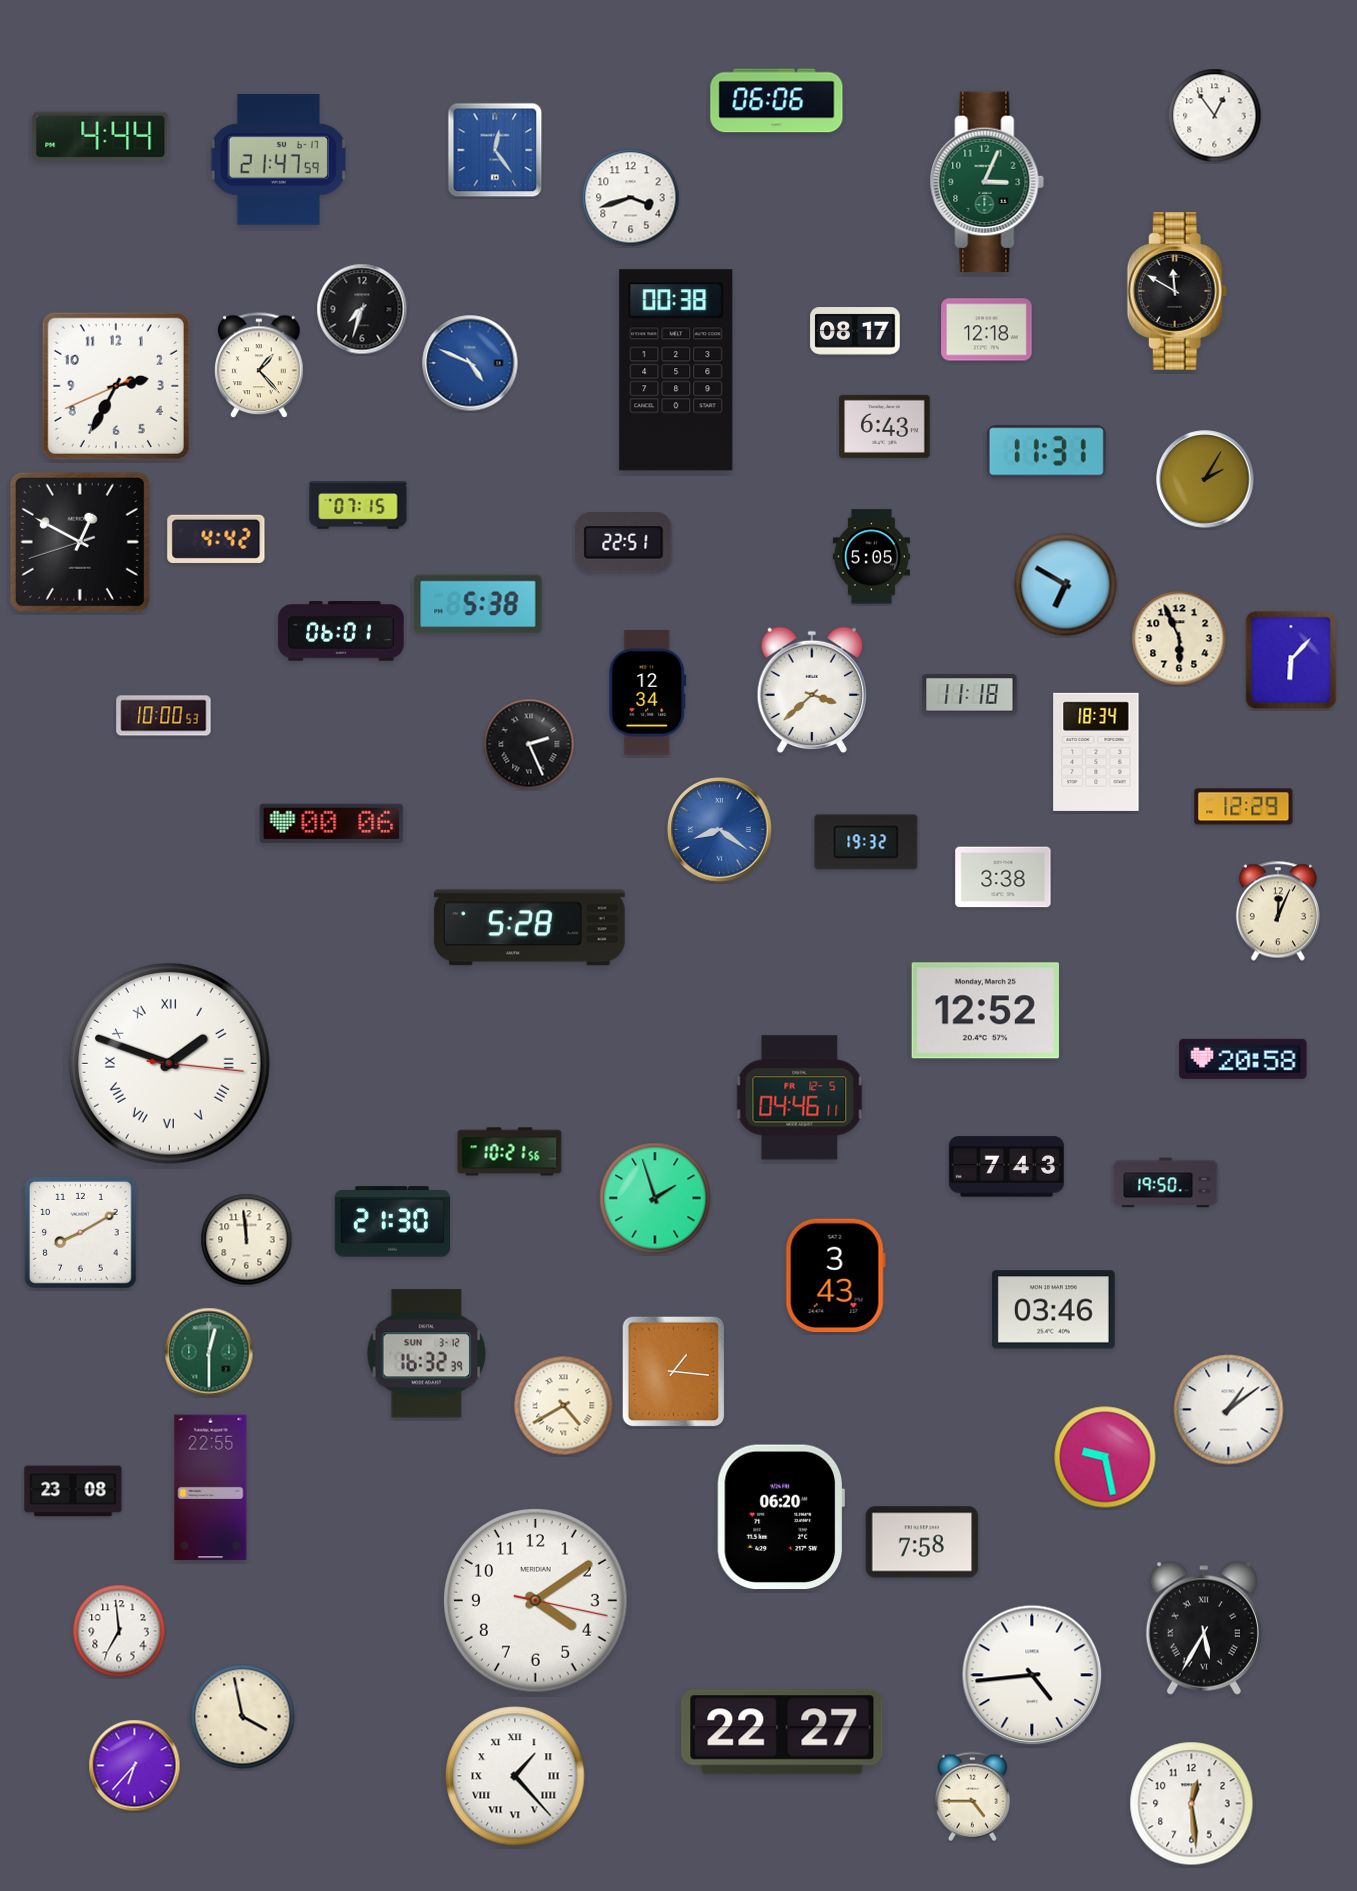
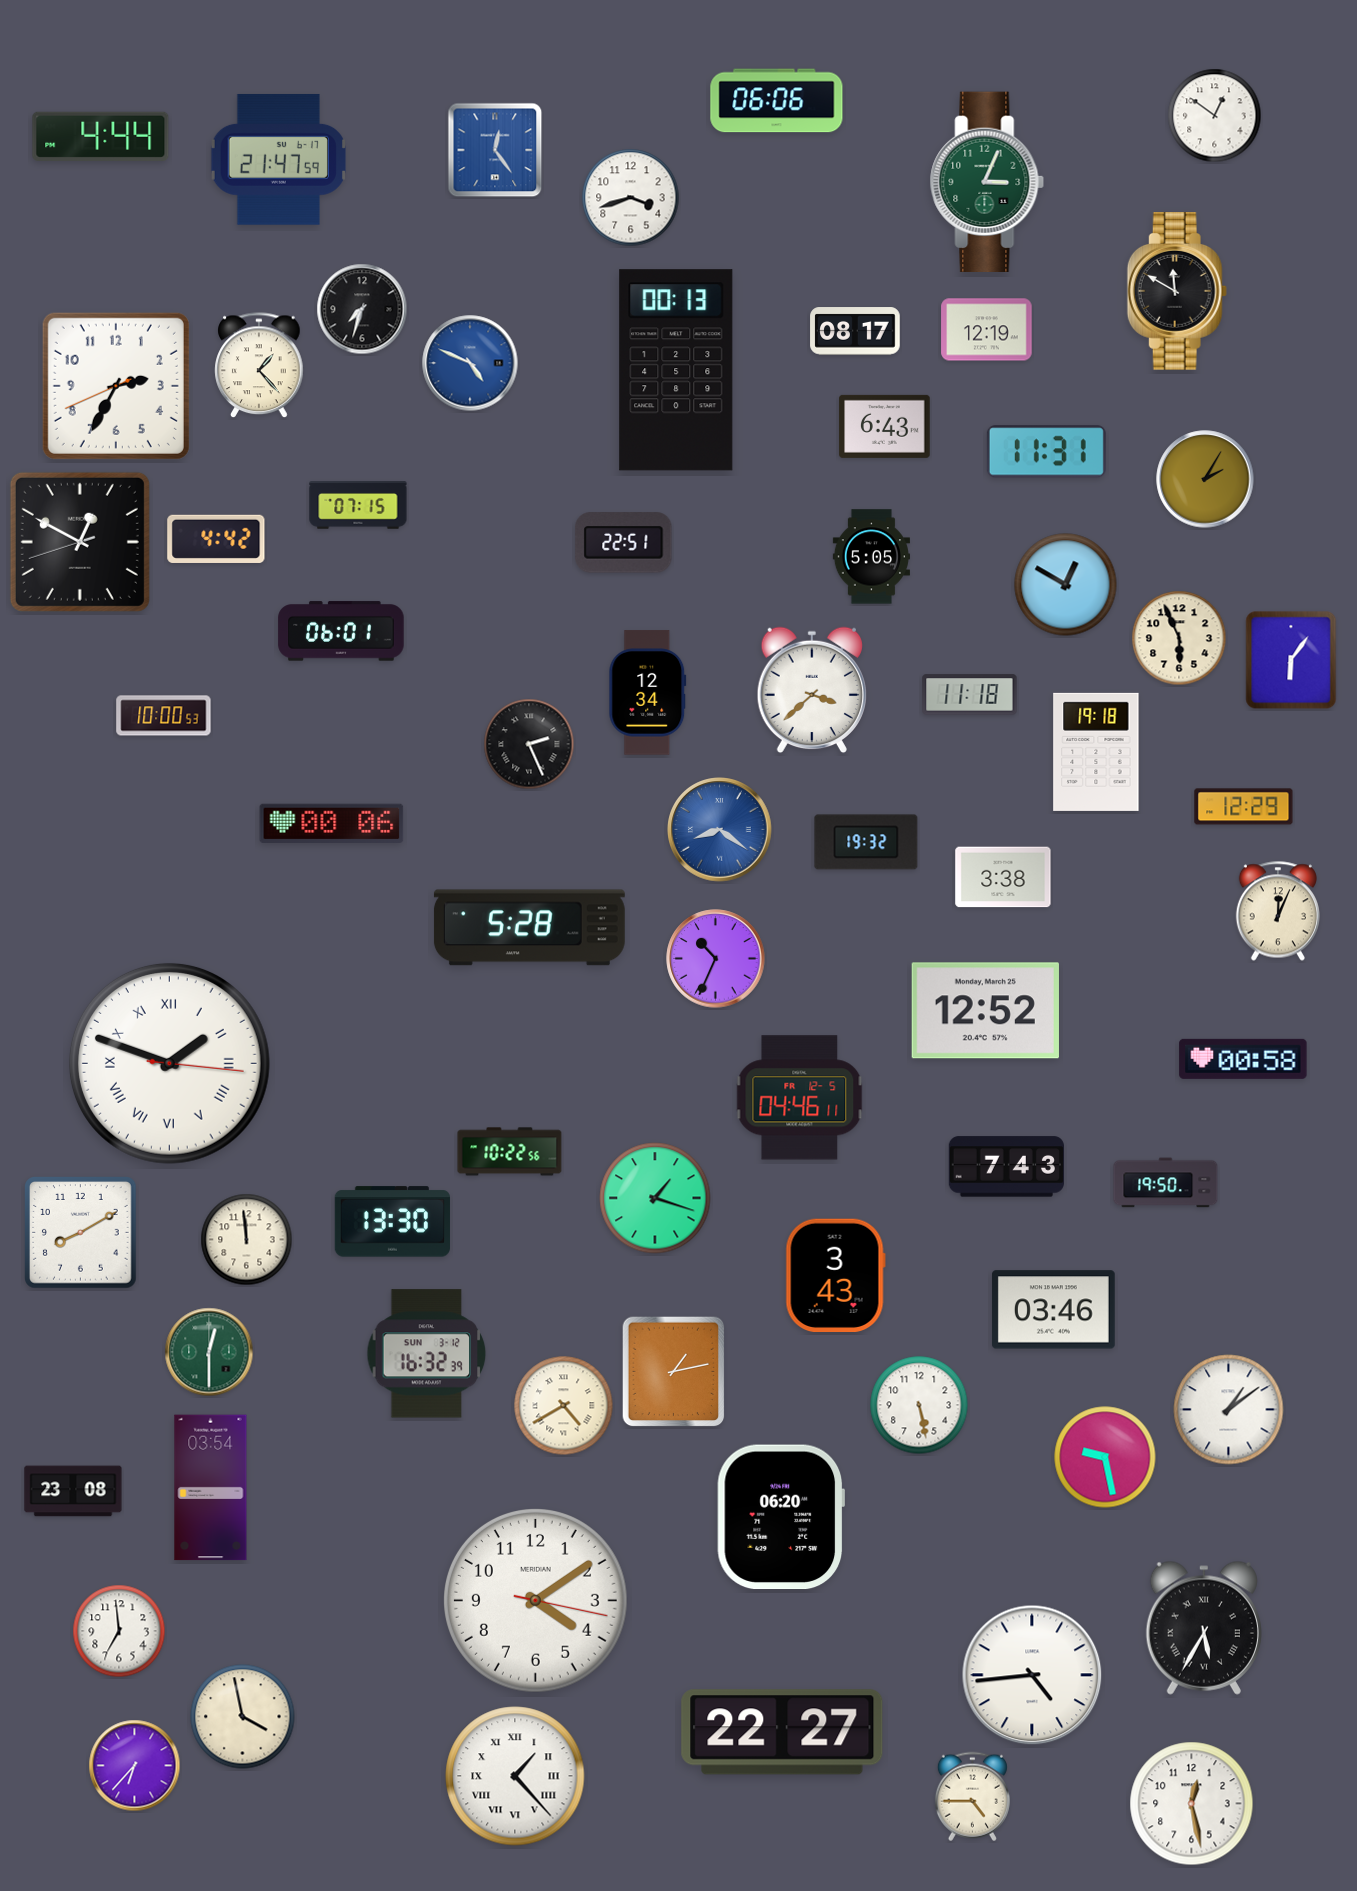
clock at (1215, 116): 12:54 -> 12:51
clock at (987, 330): 12:18 -> 12:19
clock at (676, 370): 00:38 -> 00:13
clock at (1066, 585): 6:50 -> 12:50
clock at (478, 604): 5:38 -> none
clock at (1291, 660): 6:07 -> 6:06
clock at (1096, 752): 18:34 -> 19:18
clock at (716, 959): none -> 10:34
clock at (1243, 1059): 20:58 -> 00:58
clock at (510, 1152): 10:21 -> 10:22
clock at (655, 1198): 1:57 -> 1:18
clock at (392, 1222): 21:30 -> 13:30
clock at (674, 1372): 1:16 -> 1:13
clock at (919, 1405): none -> 5:28
clock at (211, 1488): 22:55 -> 03:54
clock at (922, 1542): 7:58 -> none
clock at (1192, 1804): 12:29 -> 12:28
